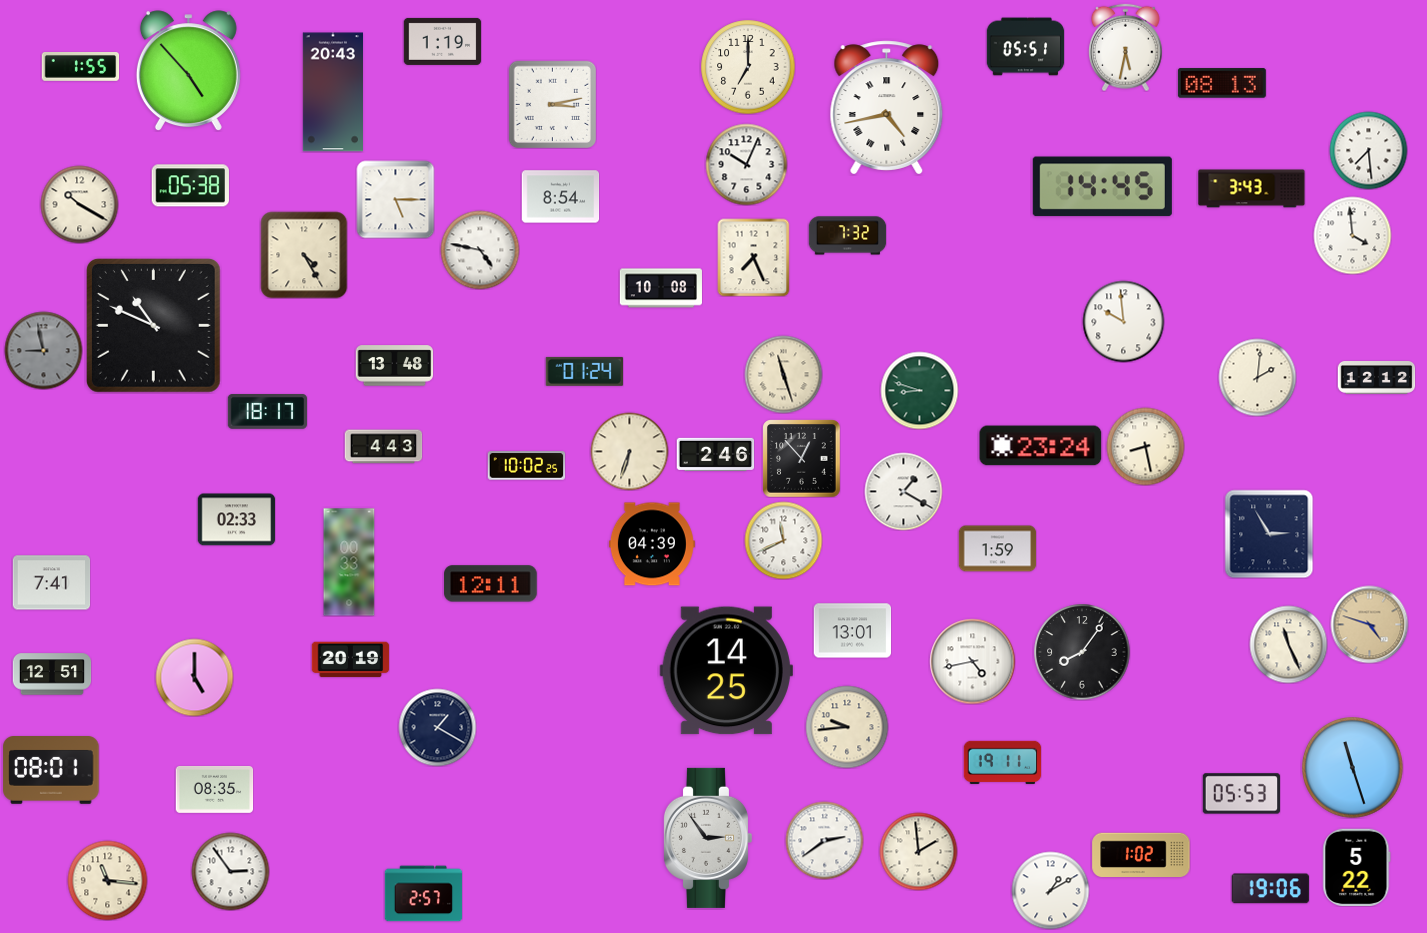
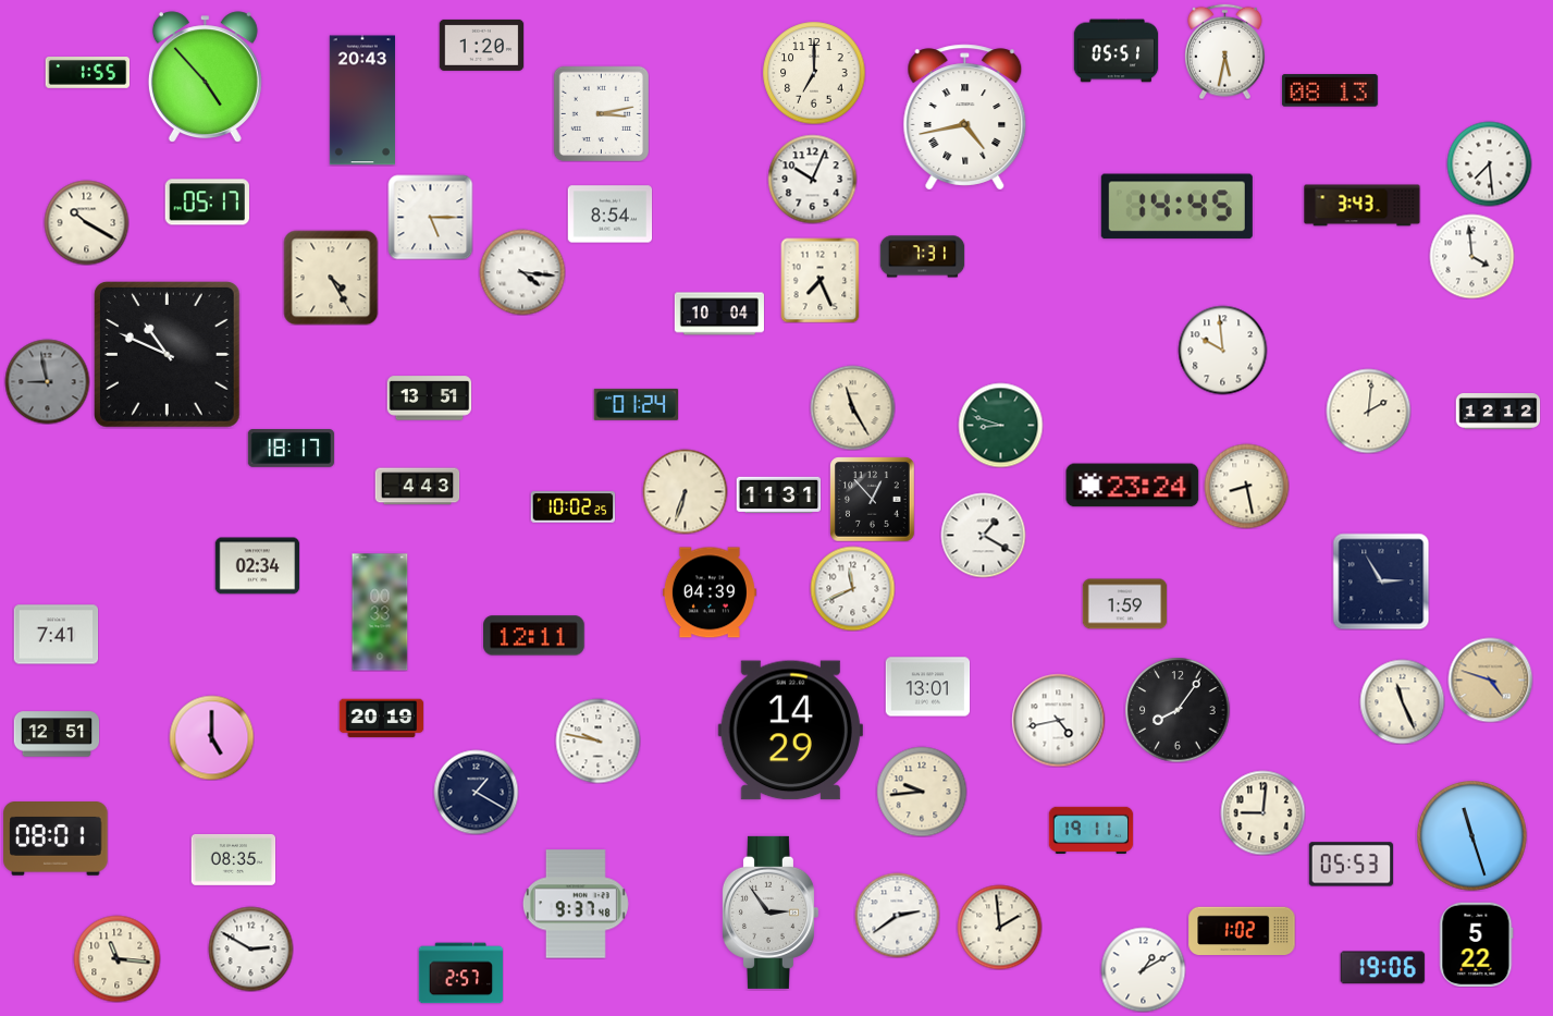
clock at (442, 41): 1:19 -> 1:20
clock at (190, 186): 05:38 -> 05:17
clock at (1102, 187) position: (1102, 187) -> (1176, 207)
clock at (847, 236): 7:32 -> 7:31
clock at (480, 250): 4:47 -> 4:16
clock at (661, 288): 10:08 -> 10:04
clock at (394, 366): 13:48 -> 13:51
clock at (783, 374): 11:27 -> 11:25
clock at (715, 454): 2:46 -> 11:31
clock at (236, 520): 02:33 -> 02:34
clock at (997, 549) position: (997, 549) -> (1124, 604)
clock at (726, 671): 14:25 -> 14:29
clock at (597, 740): none -> 9:47
clock at (1262, 812): none -> 9:01
clock at (576, 904): none -> 9:37
clock at (230, 871): 2:54 -> 2:50
